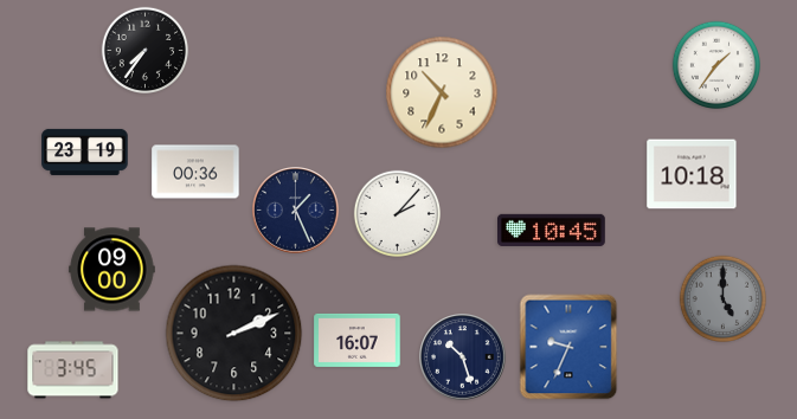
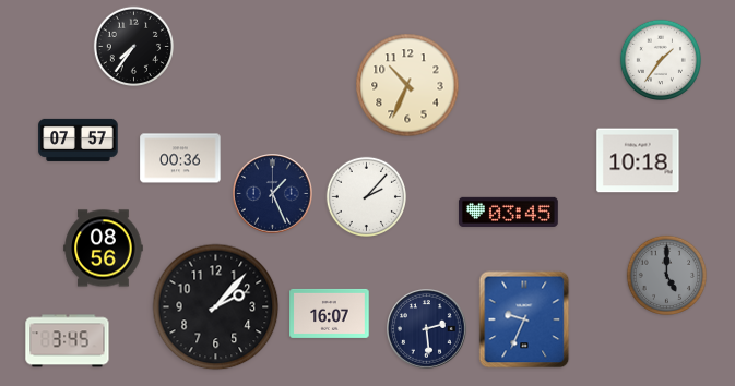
clock at (85, 152): 23:19 -> 07:57
clock at (552, 230): 10:45 -> 03:45
clock at (113, 270): 09:00 -> 08:56
clock at (234, 334): 2:11 -> 2:07
clock at (463, 357): 10:27 -> 2:29
